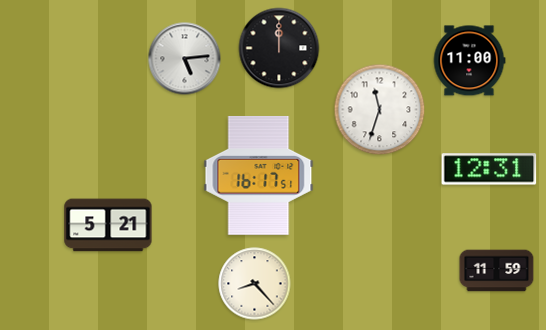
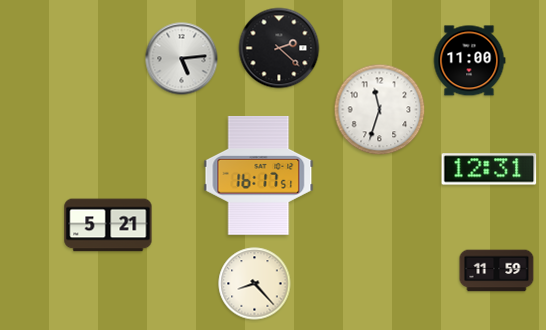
clock at (279, 48): 12:00 -> 2:22
clock at (185, 59) position: (185, 59) -> (182, 59)
